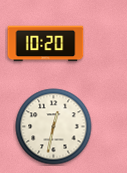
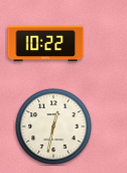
clock at (46, 44): 10:20 -> 10:22
